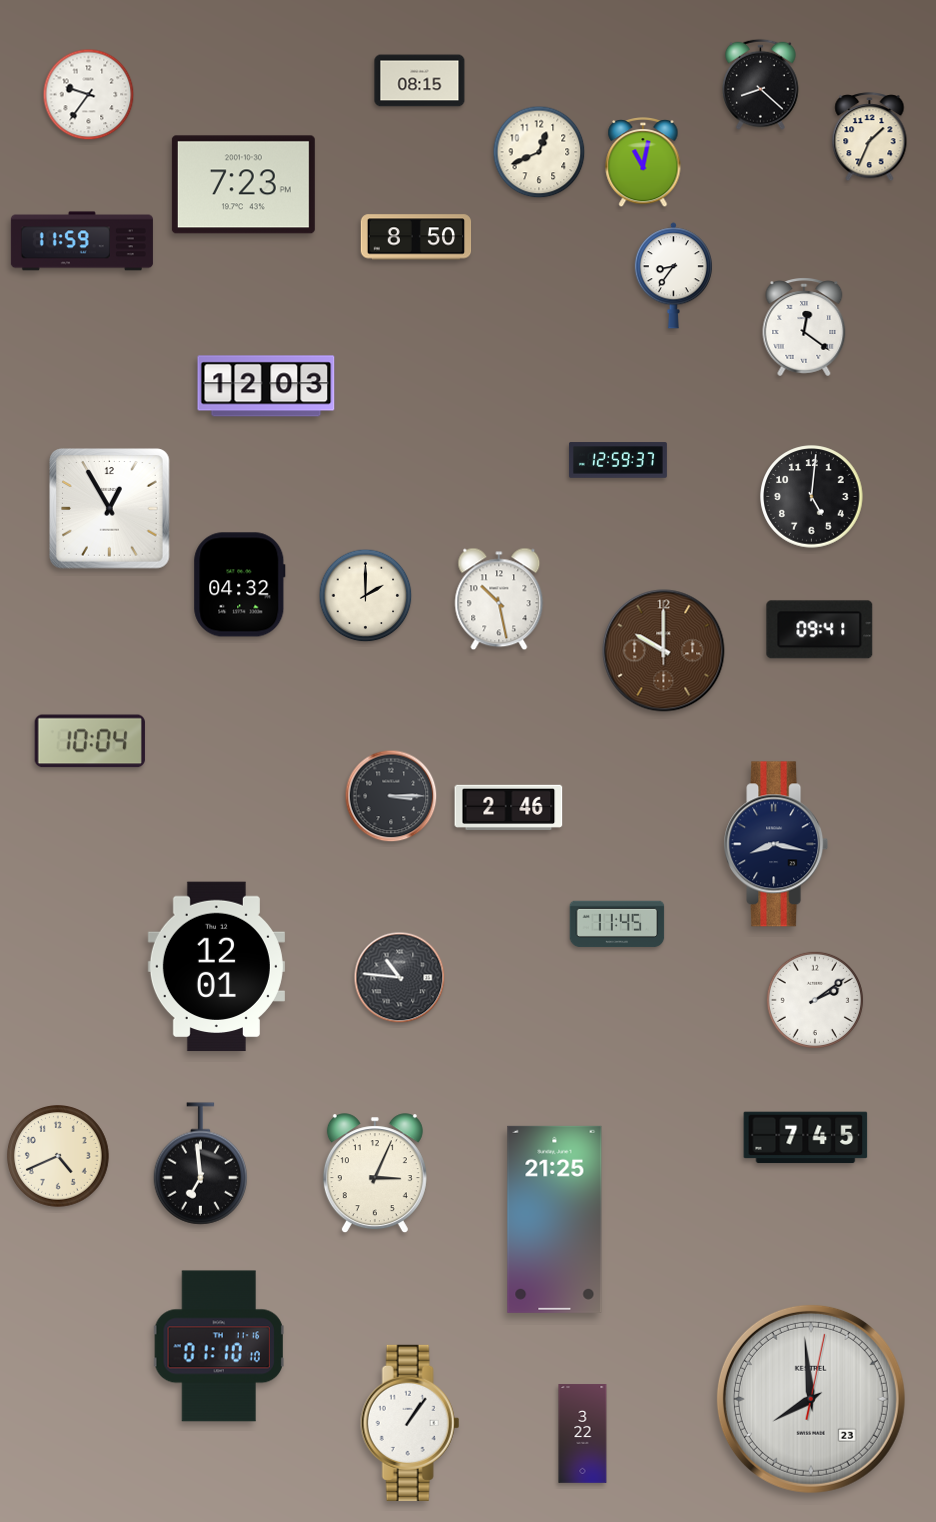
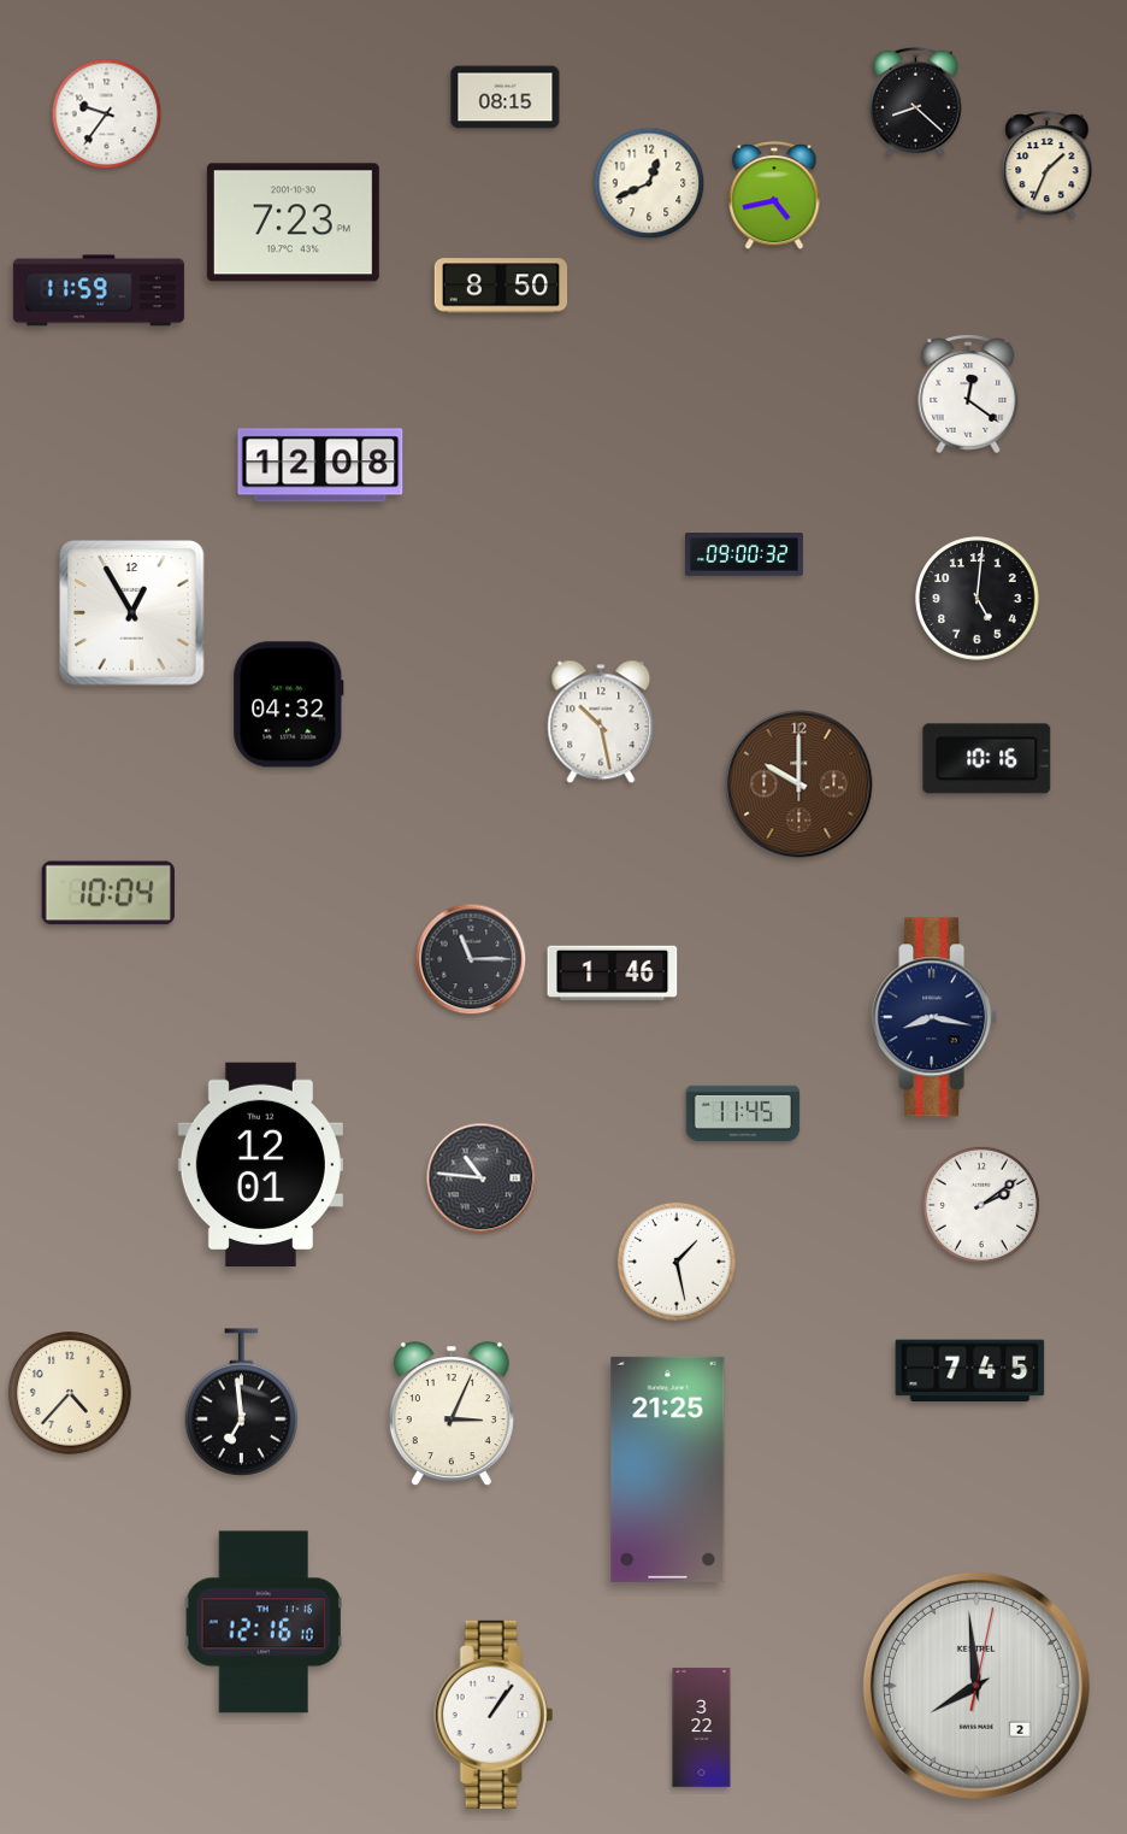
clock at (643, 163): 11:02 -> 4:43
clock at (673, 276): 8:36 -> none
clock at (266, 386): 12:03 -> 12:08
clock at (618, 460): 12:59 -> 09:00
clock at (366, 596): 2:00 -> none
clock at (820, 630): 09:41 -> 10:16
clock at (391, 796): 3:15 -> 11:15
clock at (509, 807): 2:46 -> 1:46
clock at (677, 1262): none -> 1:28
clock at (59, 1157): 4:41 -> 4:37
clock at (219, 1346): 01:10 -> 12:16
clock at (811, 1399) date: 23 -> 2
